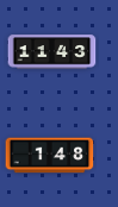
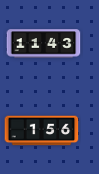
clock at (50, 156): 1:48 -> 1:56
